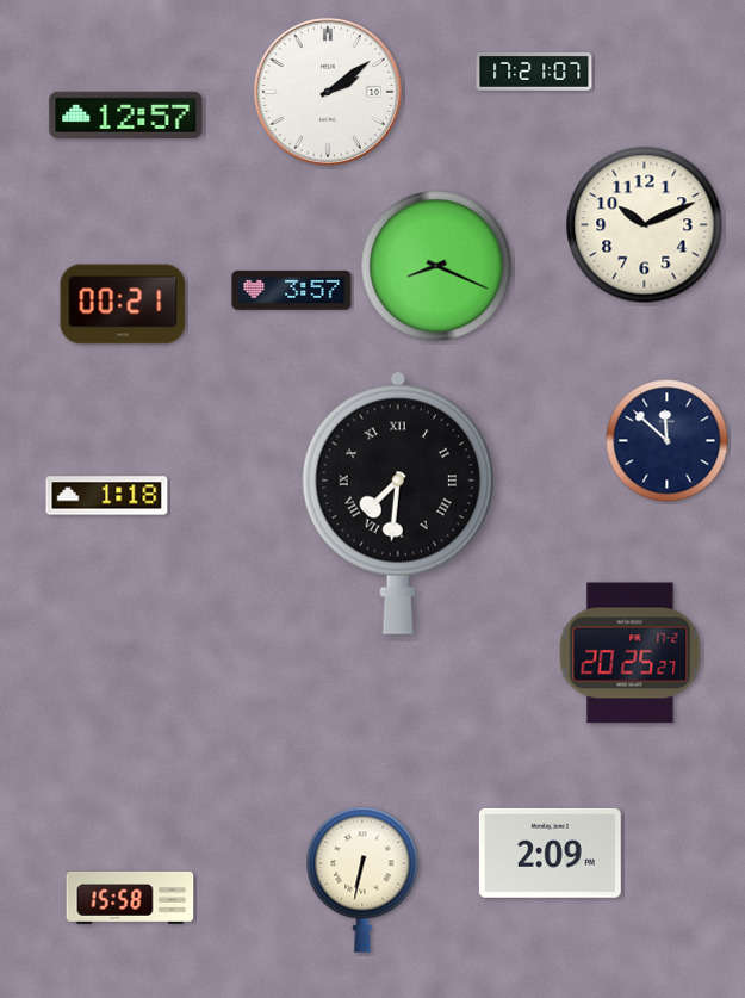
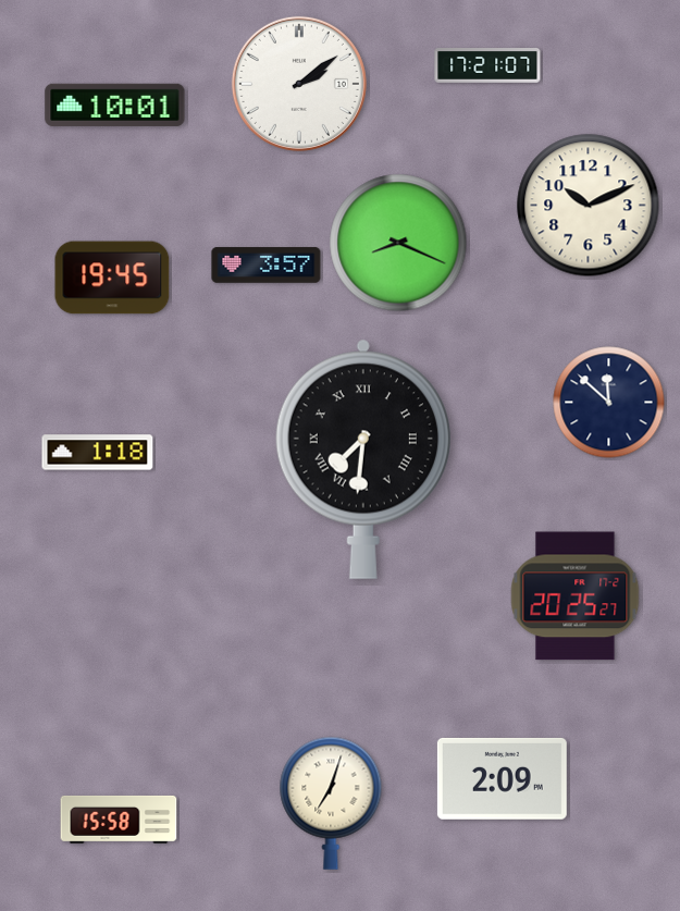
clock at (126, 114): 12:57 -> 10:01
clock at (123, 304): 00:21 -> 19:45
clock at (362, 880): 6:32 -> 7:03
